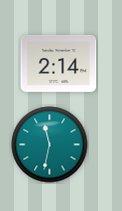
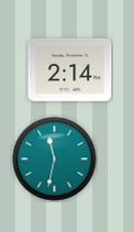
clock at (59, 63) position: (59, 63) -> (70, 69)
